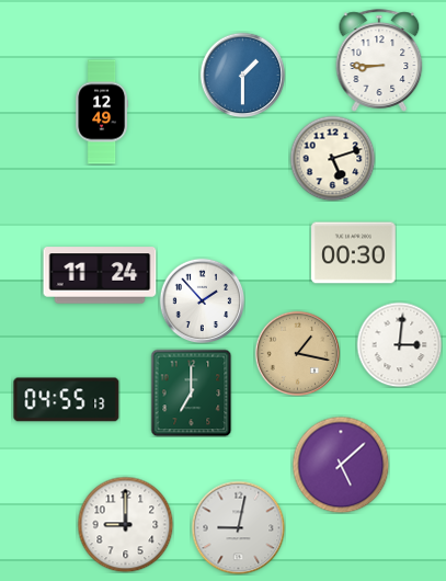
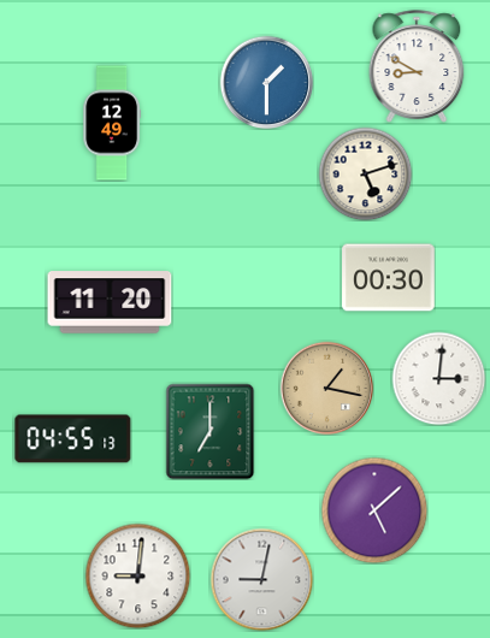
clock at (379, 60): 8:45 -> 8:50
clock at (100, 275): 11:24 -> 11:20
clock at (202, 300): 1:53 -> none
clock at (125, 524): 9:00 -> 9:01
